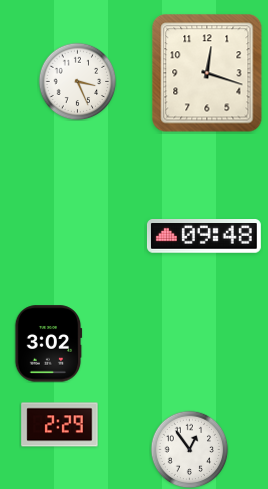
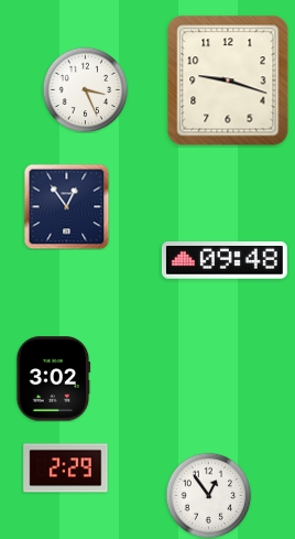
clock at (207, 73): 12:18 -> 9:18
clock at (66, 206): none -> 12:54
